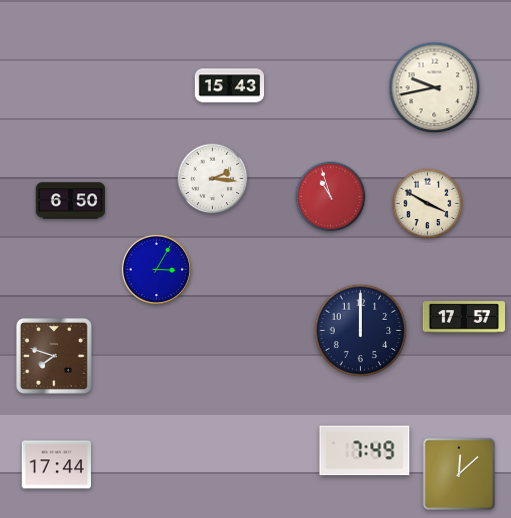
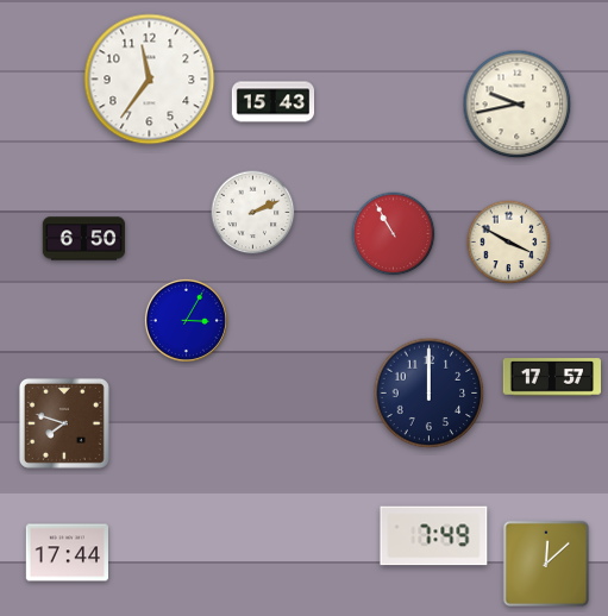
clock at (150, 80): none -> 11:36
clock at (213, 179): 2:16 -> 2:11
clock at (331, 197): 10:57 -> 10:55
